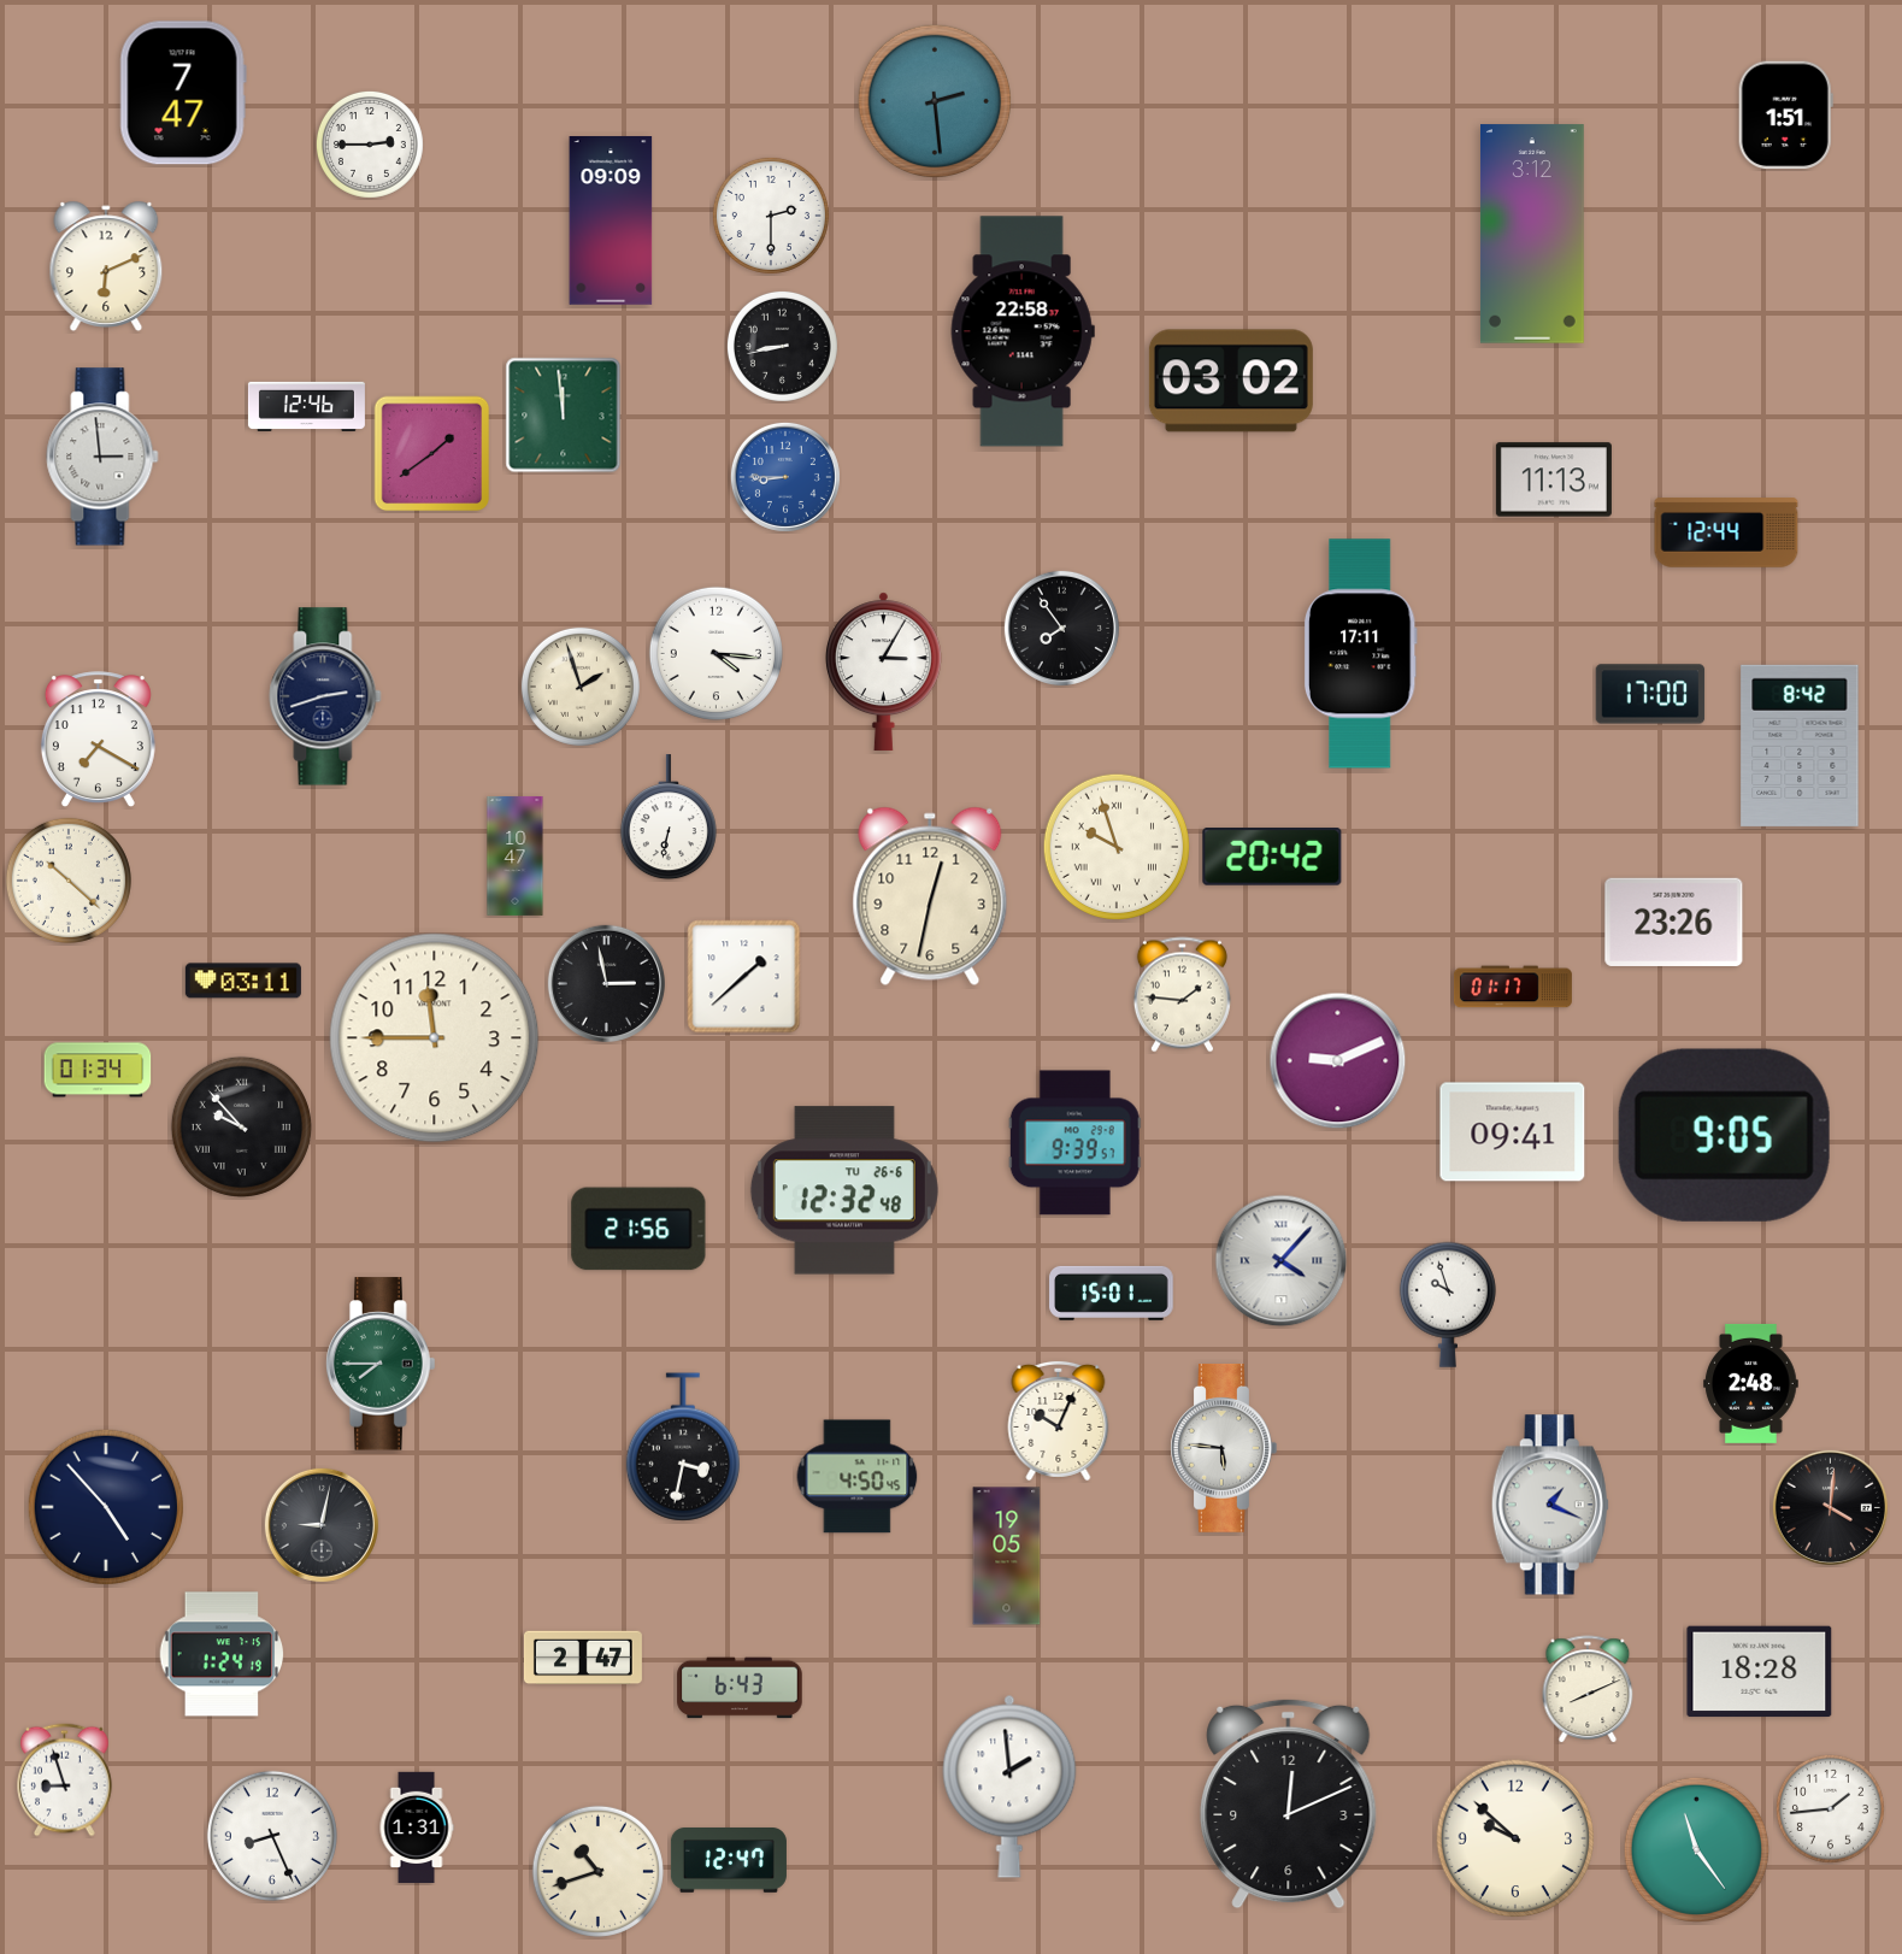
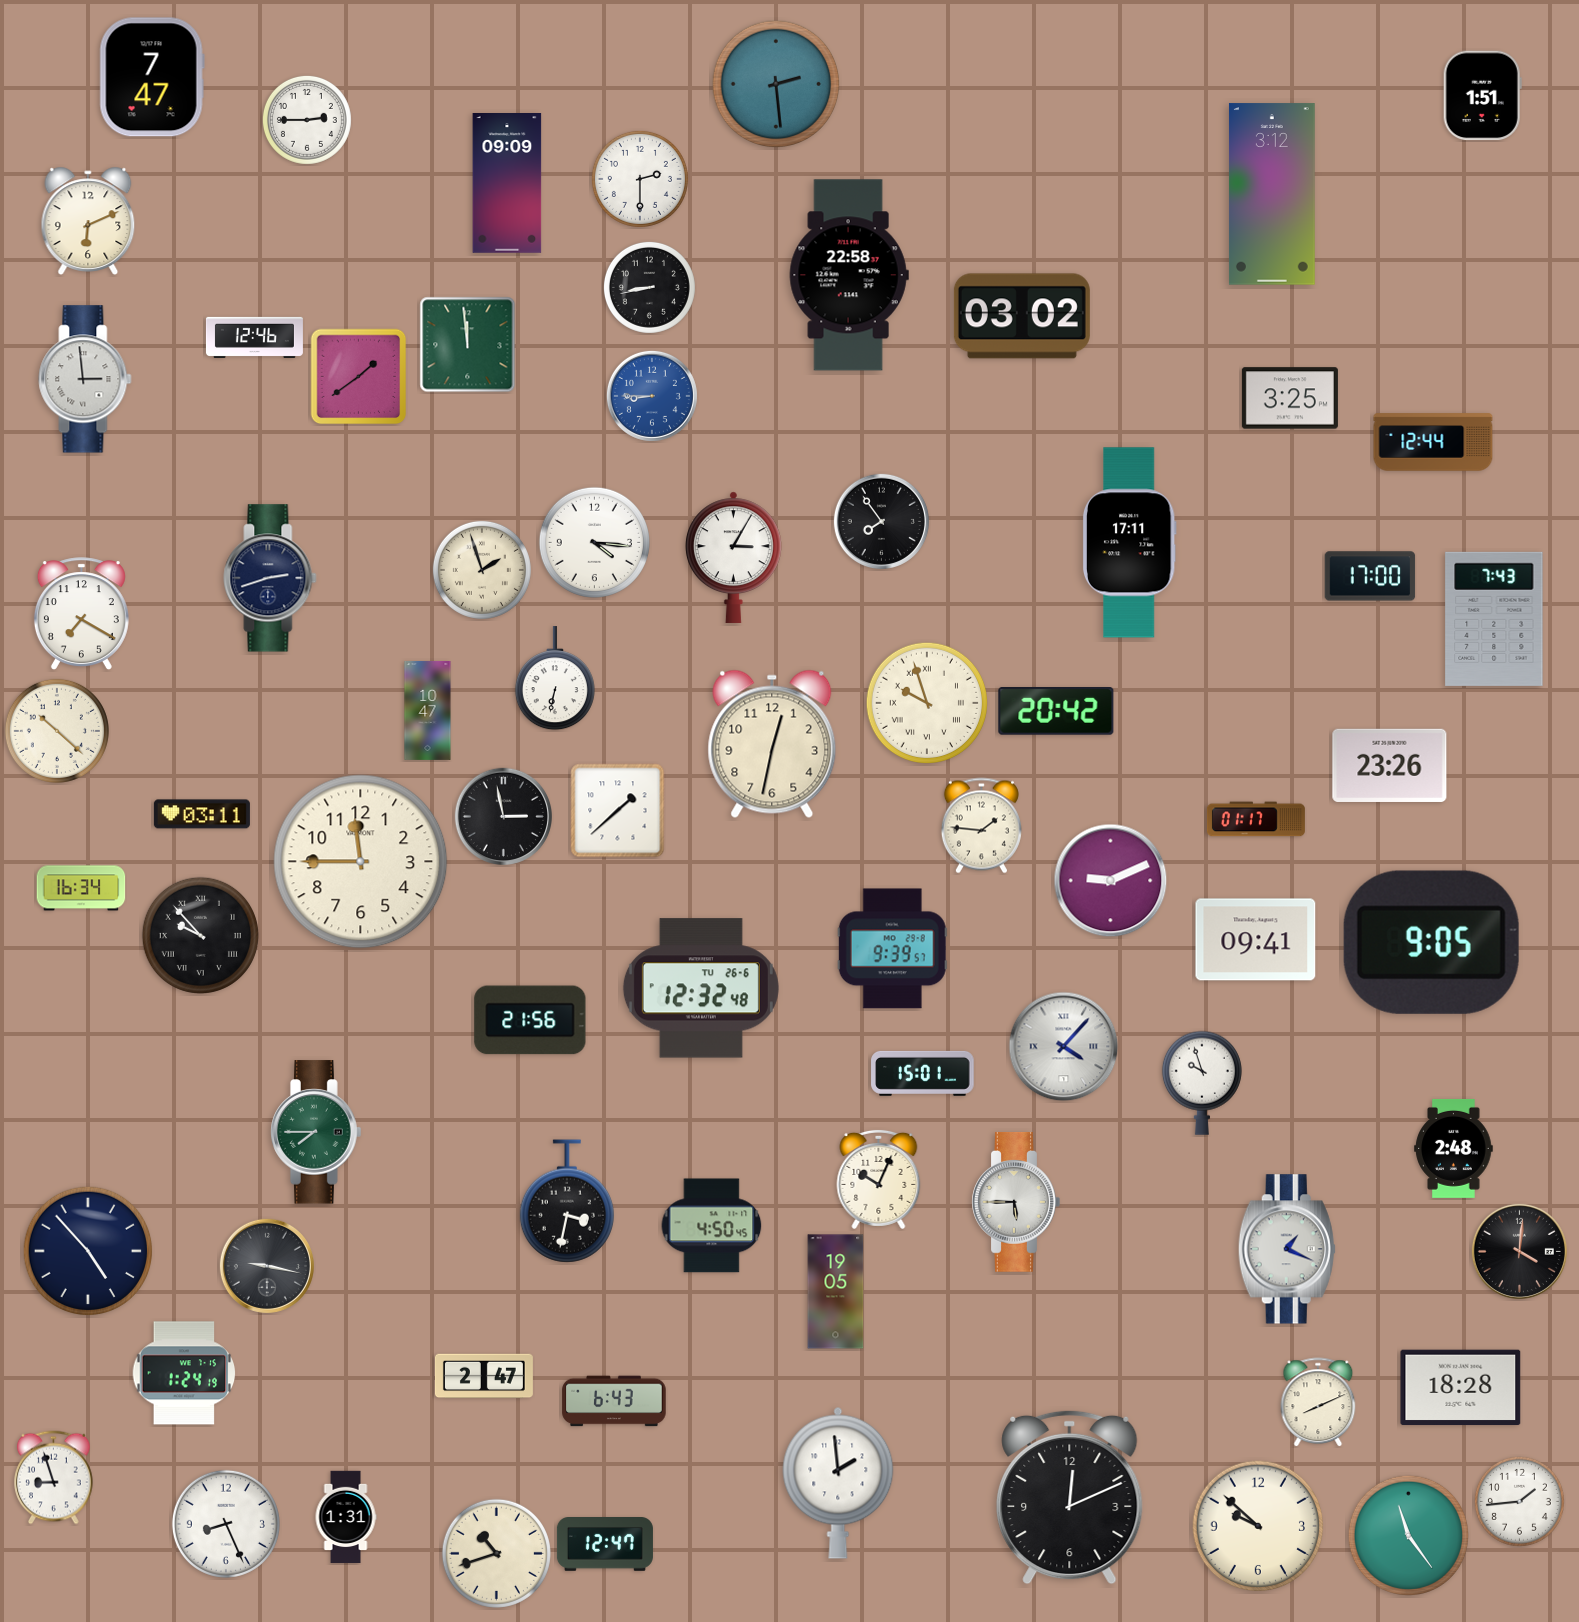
clock at (1554, 479): 11:13 -> 3:25
clock at (1800, 746): 8:42 -> 7:43
clock at (98, 1070): 01:34 -> 16:34
clock at (1224, 1449): 5:46 -> 5:45
clock at (322, 1525): 9:02 -> 9:17
